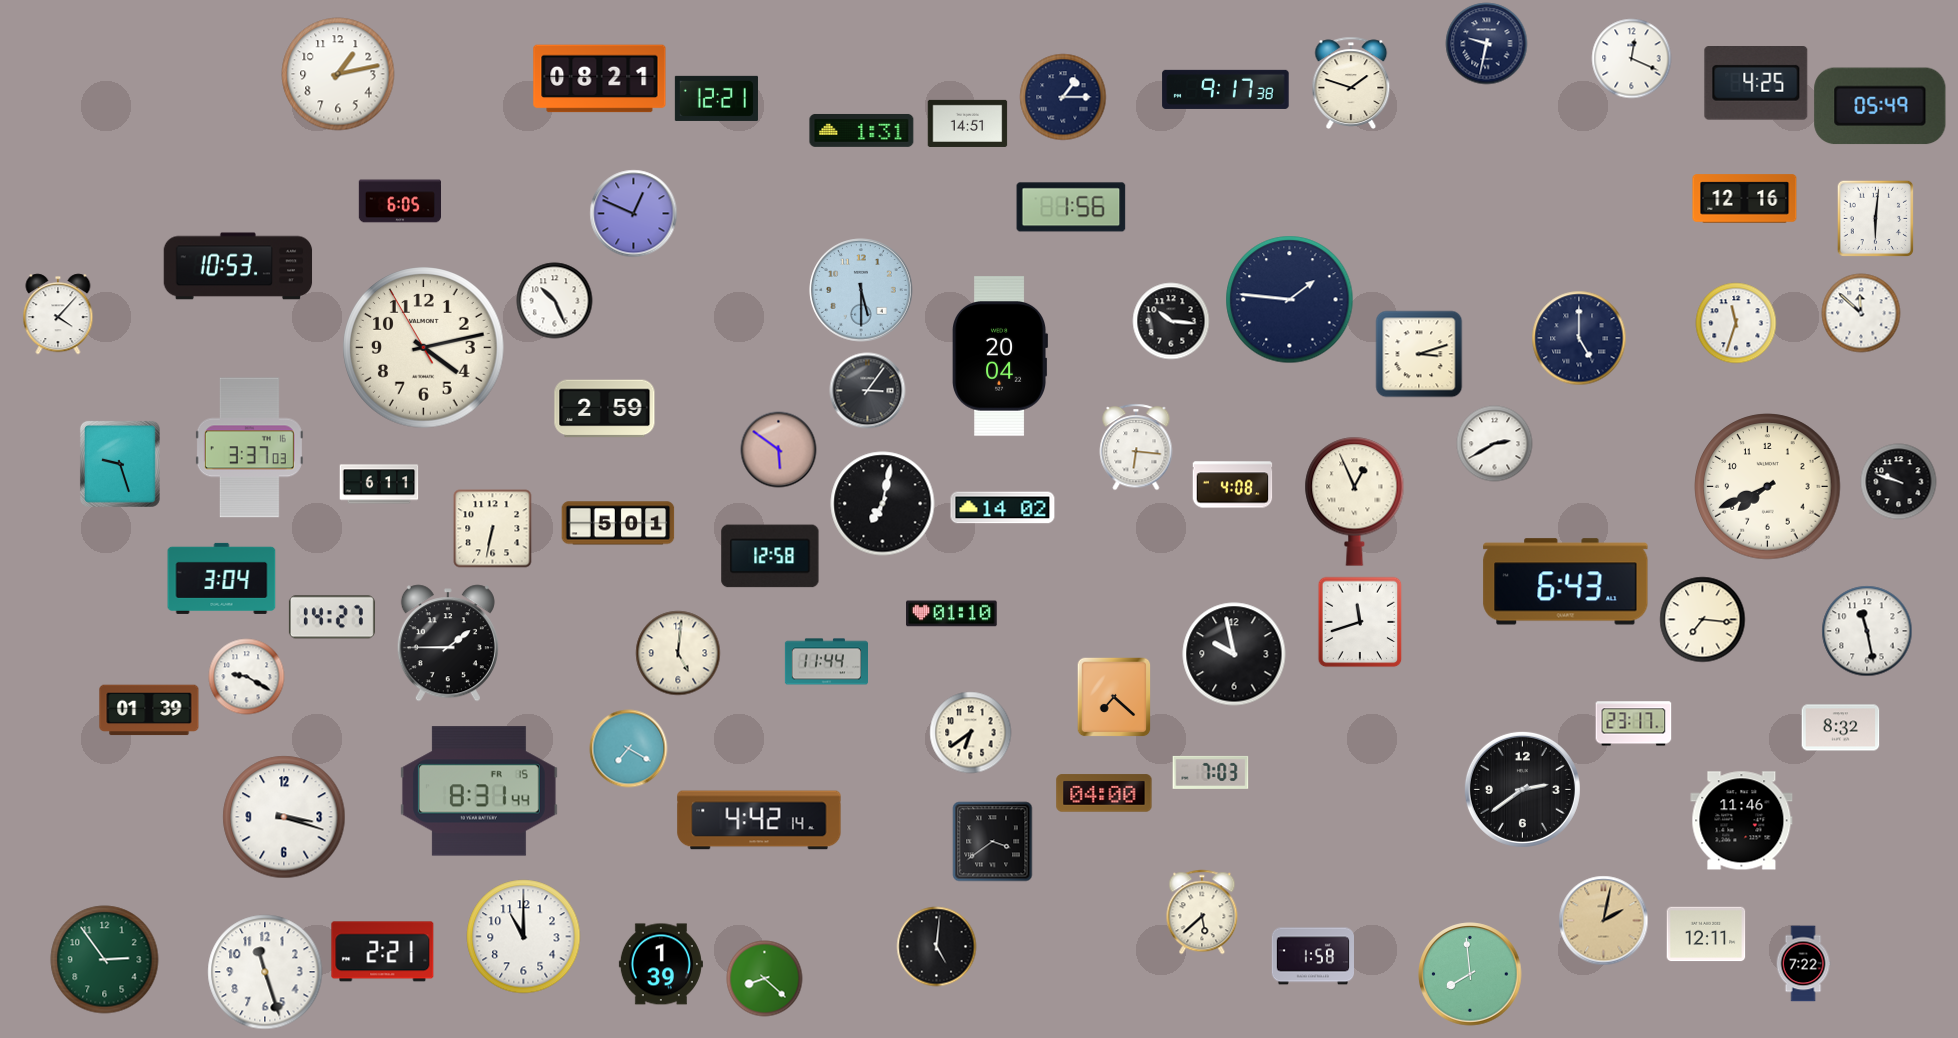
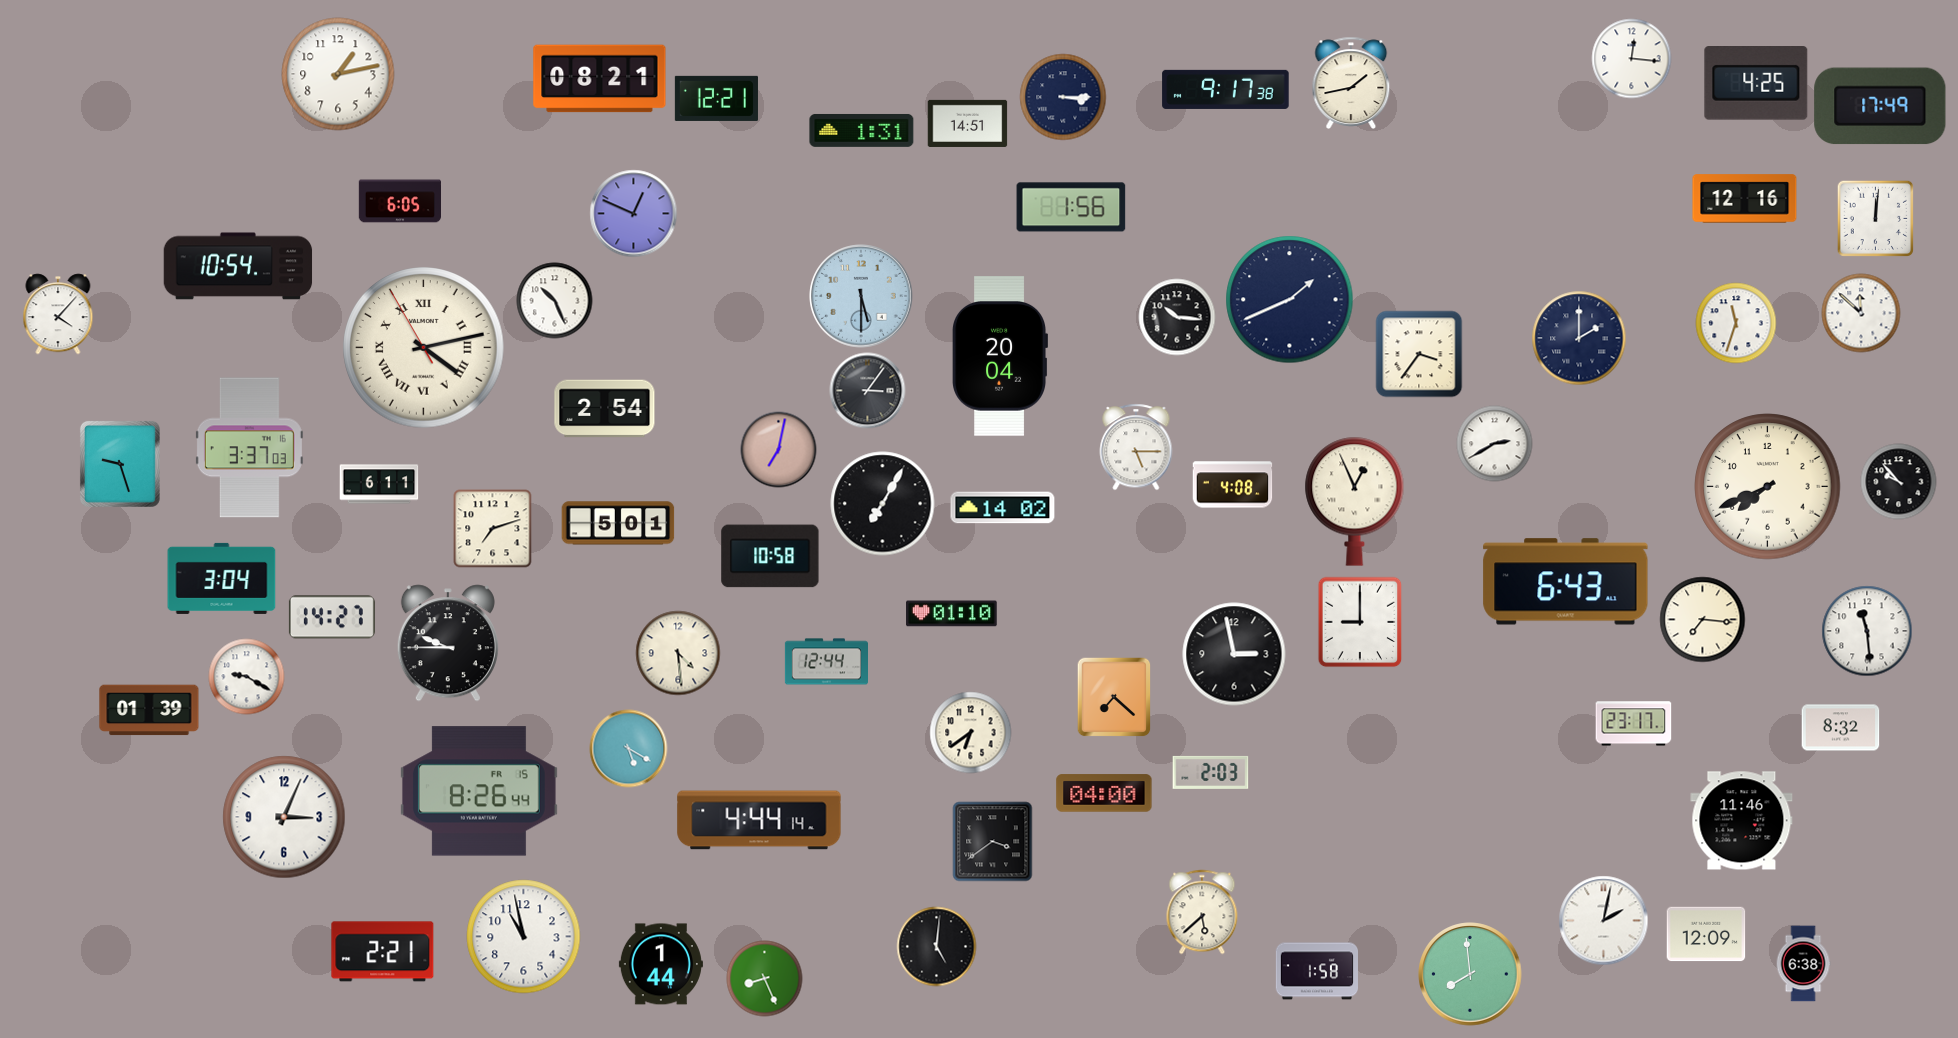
clock at (1487, 44): 9:32 -> none
clock at (1632, 59): 12:19 -> 12:16
clock at (1351, 83): 1:48 -> 1:43
clock at (1063, 97): 1:15 -> 3:15
clock at (1880, 106): 05:49 -> 17:49
clock at (1875, 218): 6:01 -> 12:01
clock at (238, 266): 10:53 -> 10:54
clock at (861, 290) position: (861, 290) -> (861, 296)
clock at (1290, 300): 1:46 -> 1:41
clock at (1171, 321) position: (1171, 321) -> (1177, 317)
clock at (1579, 338): 5:00 -> 2:00
clock at (424, 348) numerals: Arabic -> Roman
clock at (1419, 354): 3:12 -> 3:36
clock at (605, 409): 2:59 -> 2:54
clock at (1136, 447): 6:16 -> 5:15
clock at (779, 450): 5:51 -> 7:02
clock at (1899, 482): 9:48 -> 9:53
clock at (883, 504): 7:02 -> 7:05
clock at (493, 529): 6:32 -> 7:12
clock at (770, 556): 12:58 -> 10:58
clock at (1360, 622): 11:42 -> 9:00
clock at (1867, 631): 11:28 -> 11:29
clock at (448, 643): 1:45 -> 9:45
clock at (678, 653): 5:01 -> 4:29
clock at (1234, 654): 9:58 -> 2:58
clock at (826, 662): 11:44 -> 12:44
clock at (629, 749): 7:20 -> 5:20
clock at (1211, 772): 7:03 -> 2:03
clock at (1522, 789): 2:39 -> none
clock at (479, 791): 8:31 -> 8:26
clock at (284, 817): 3:18 -> 3:04
clock at (759, 820): 4:42 -> 4:44
clock at (1604, 921) dial: champagne -> white
clock at (1706, 934): 12:11 -> 12:09
clock at (524, 937): 11:00 -> 10:58
clock at (1312, 956) position: (1312, 956) -> (1316, 971)
clock at (105, 960): 2:54 -> none
clock at (661, 964): 1:39 -> 1:44
clock at (1803, 964): 7:22 -> 6:38
clock at (265, 972): 11:27 -> none
clock at (765, 979): 8:22 -> 8:26
